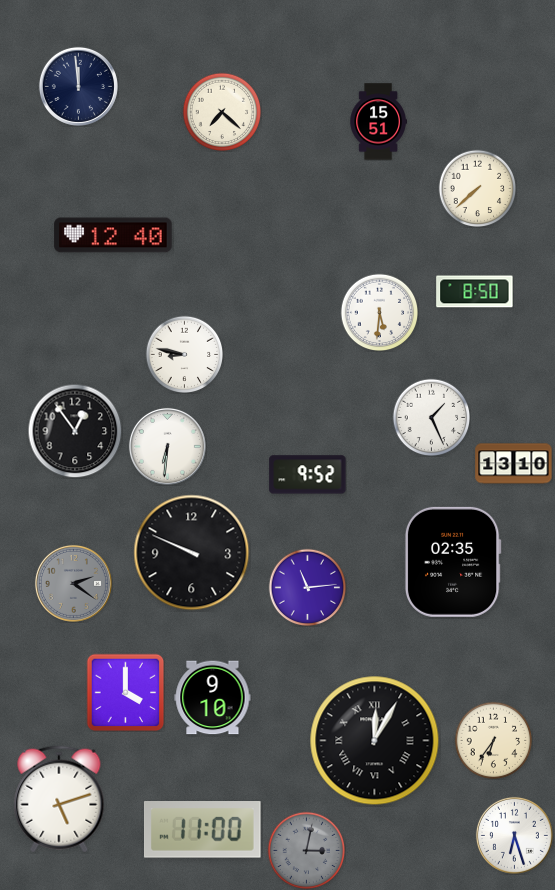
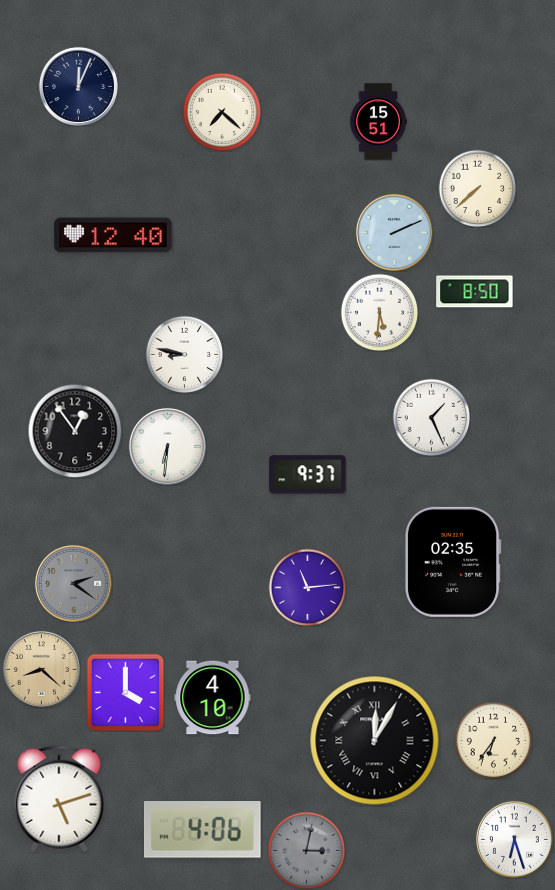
clock at (78, 86): 11:59 -> 12:04
clock at (394, 232): none -> 2:11
clock at (514, 464): 13:10 -> none
clock at (308, 475): 9:52 -> 9:37
clock at (192, 553): 9:49 -> none
clock at (41, 669): none -> 8:22
clock at (213, 698): 9:10 -> 4:10
clock at (203, 830): 11:00 -> 4:06
clock at (514, 835) position: (514, 835) -> (514, 839)
